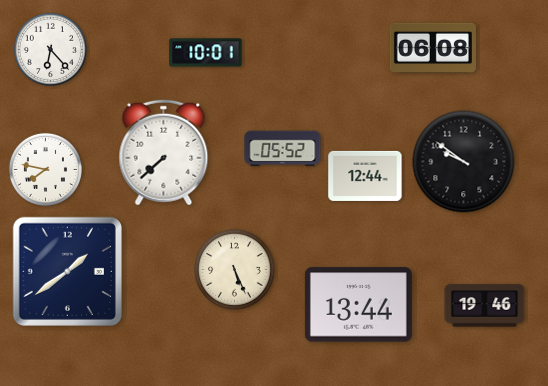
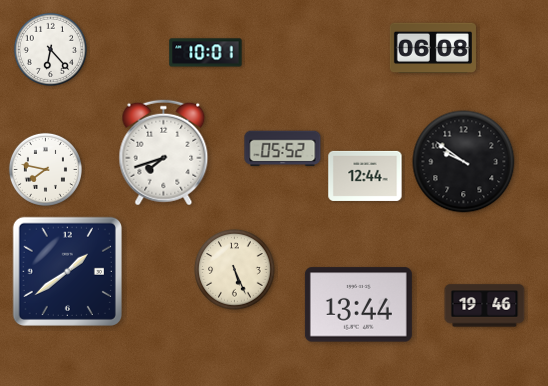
clock at (164, 153): 7:38 -> 7:42
